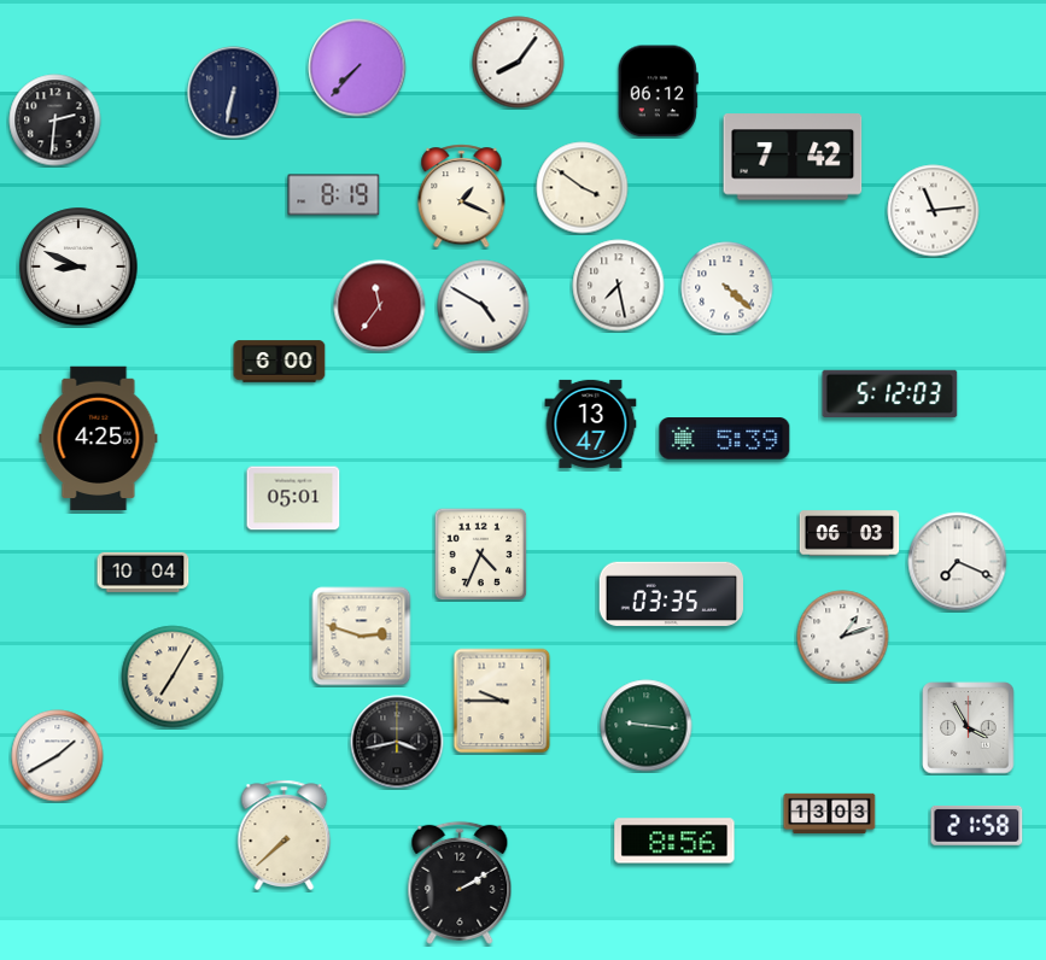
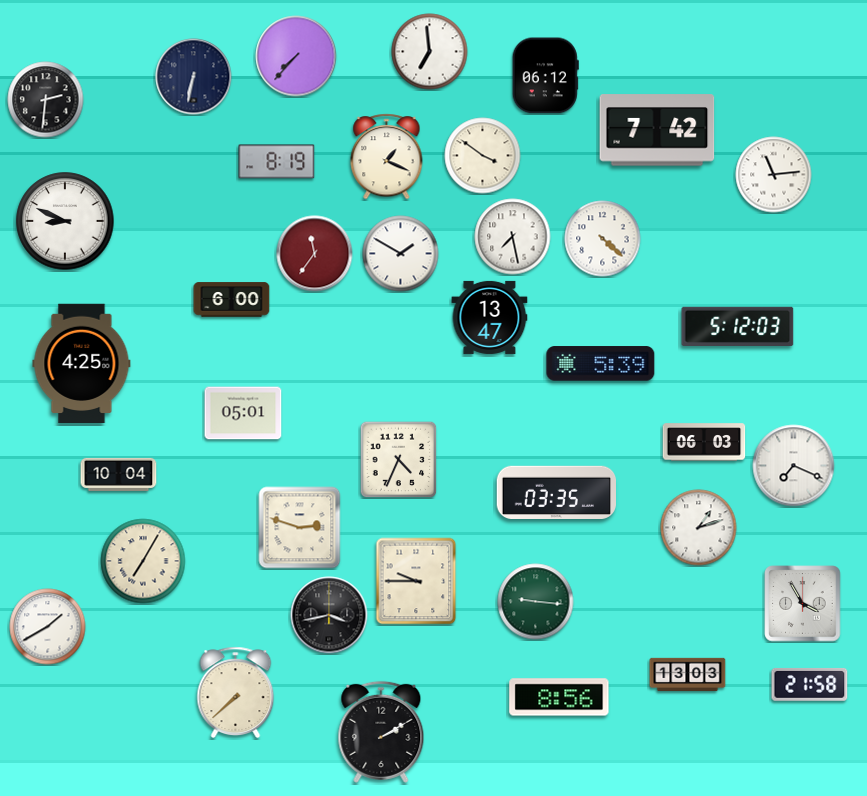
clock at (519, 63): 8:06 -> 6:59
clock at (462, 197) position: (462, 197) -> (387, 157)
clock at (484, 306): 4:50 -> 1:50
clock at (591, 423) position: (591, 423) -> (490, 317)
